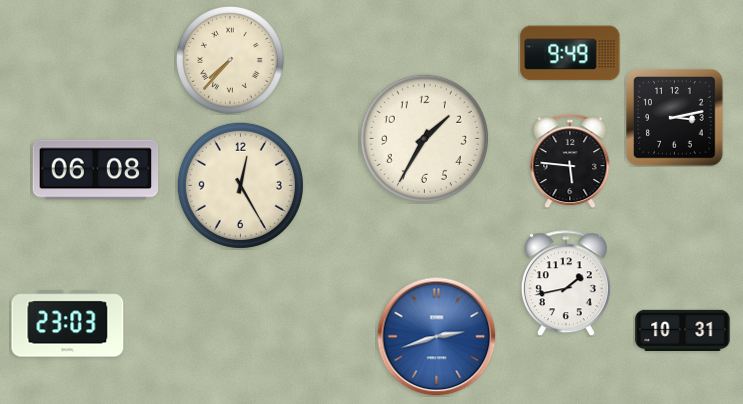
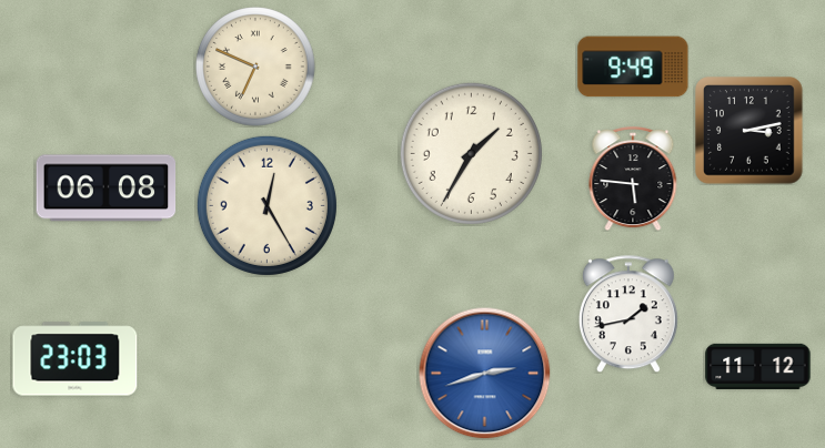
clock at (570, 53) position: (570, 53) -> (633, 67)
clock at (230, 60): 7:37 -> 6:49
clock at (683, 330): 10:31 -> 11:12
